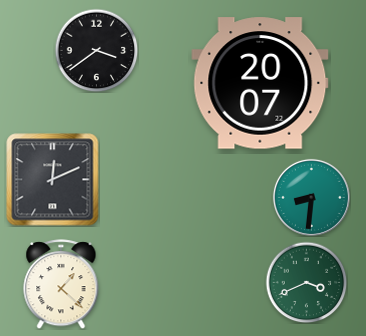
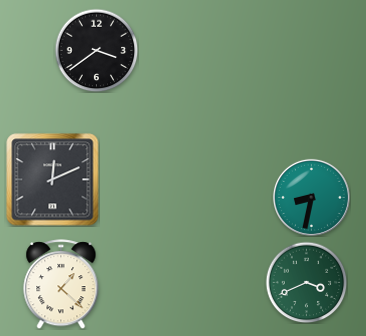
clock at (260, 83): 20:07 -> none
clock at (311, 197): 8:31 -> 8:32
